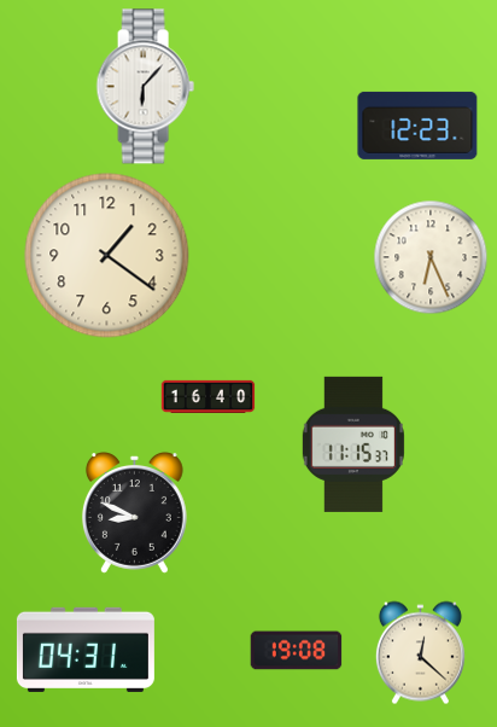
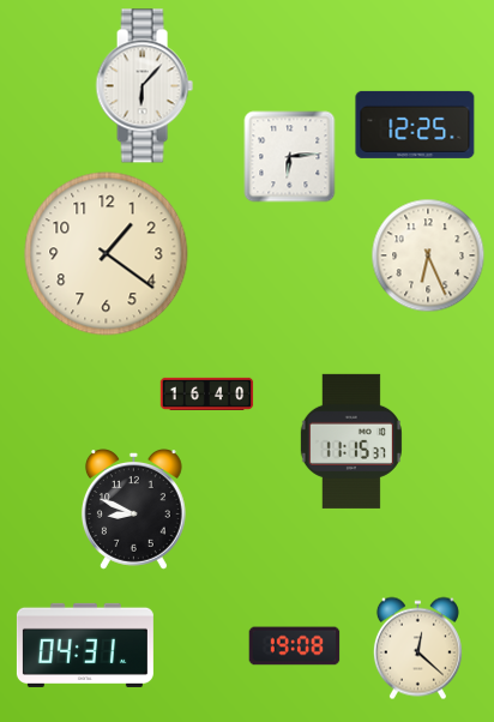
clock at (417, 126): 12:23 -> 12:25
clock at (290, 157): none -> 6:14
